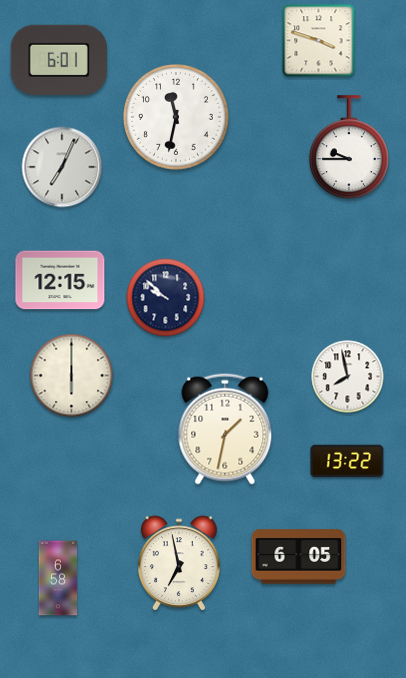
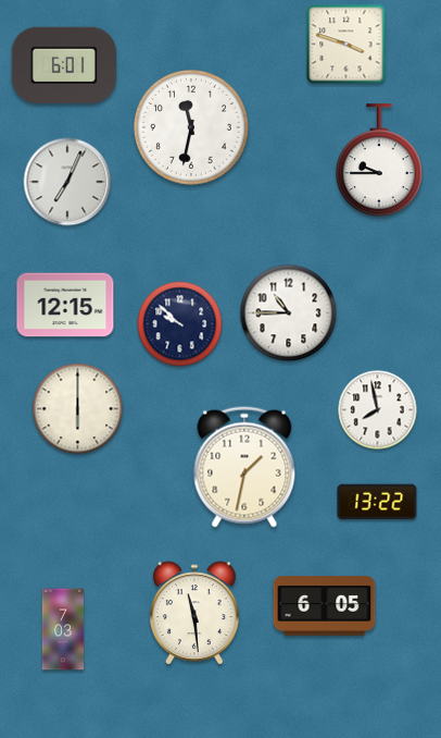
clock at (289, 313): none -> 10:45
clock at (180, 563): 6:58 -> 11:29
clock at (58, 578): 6:58 -> 7:03
